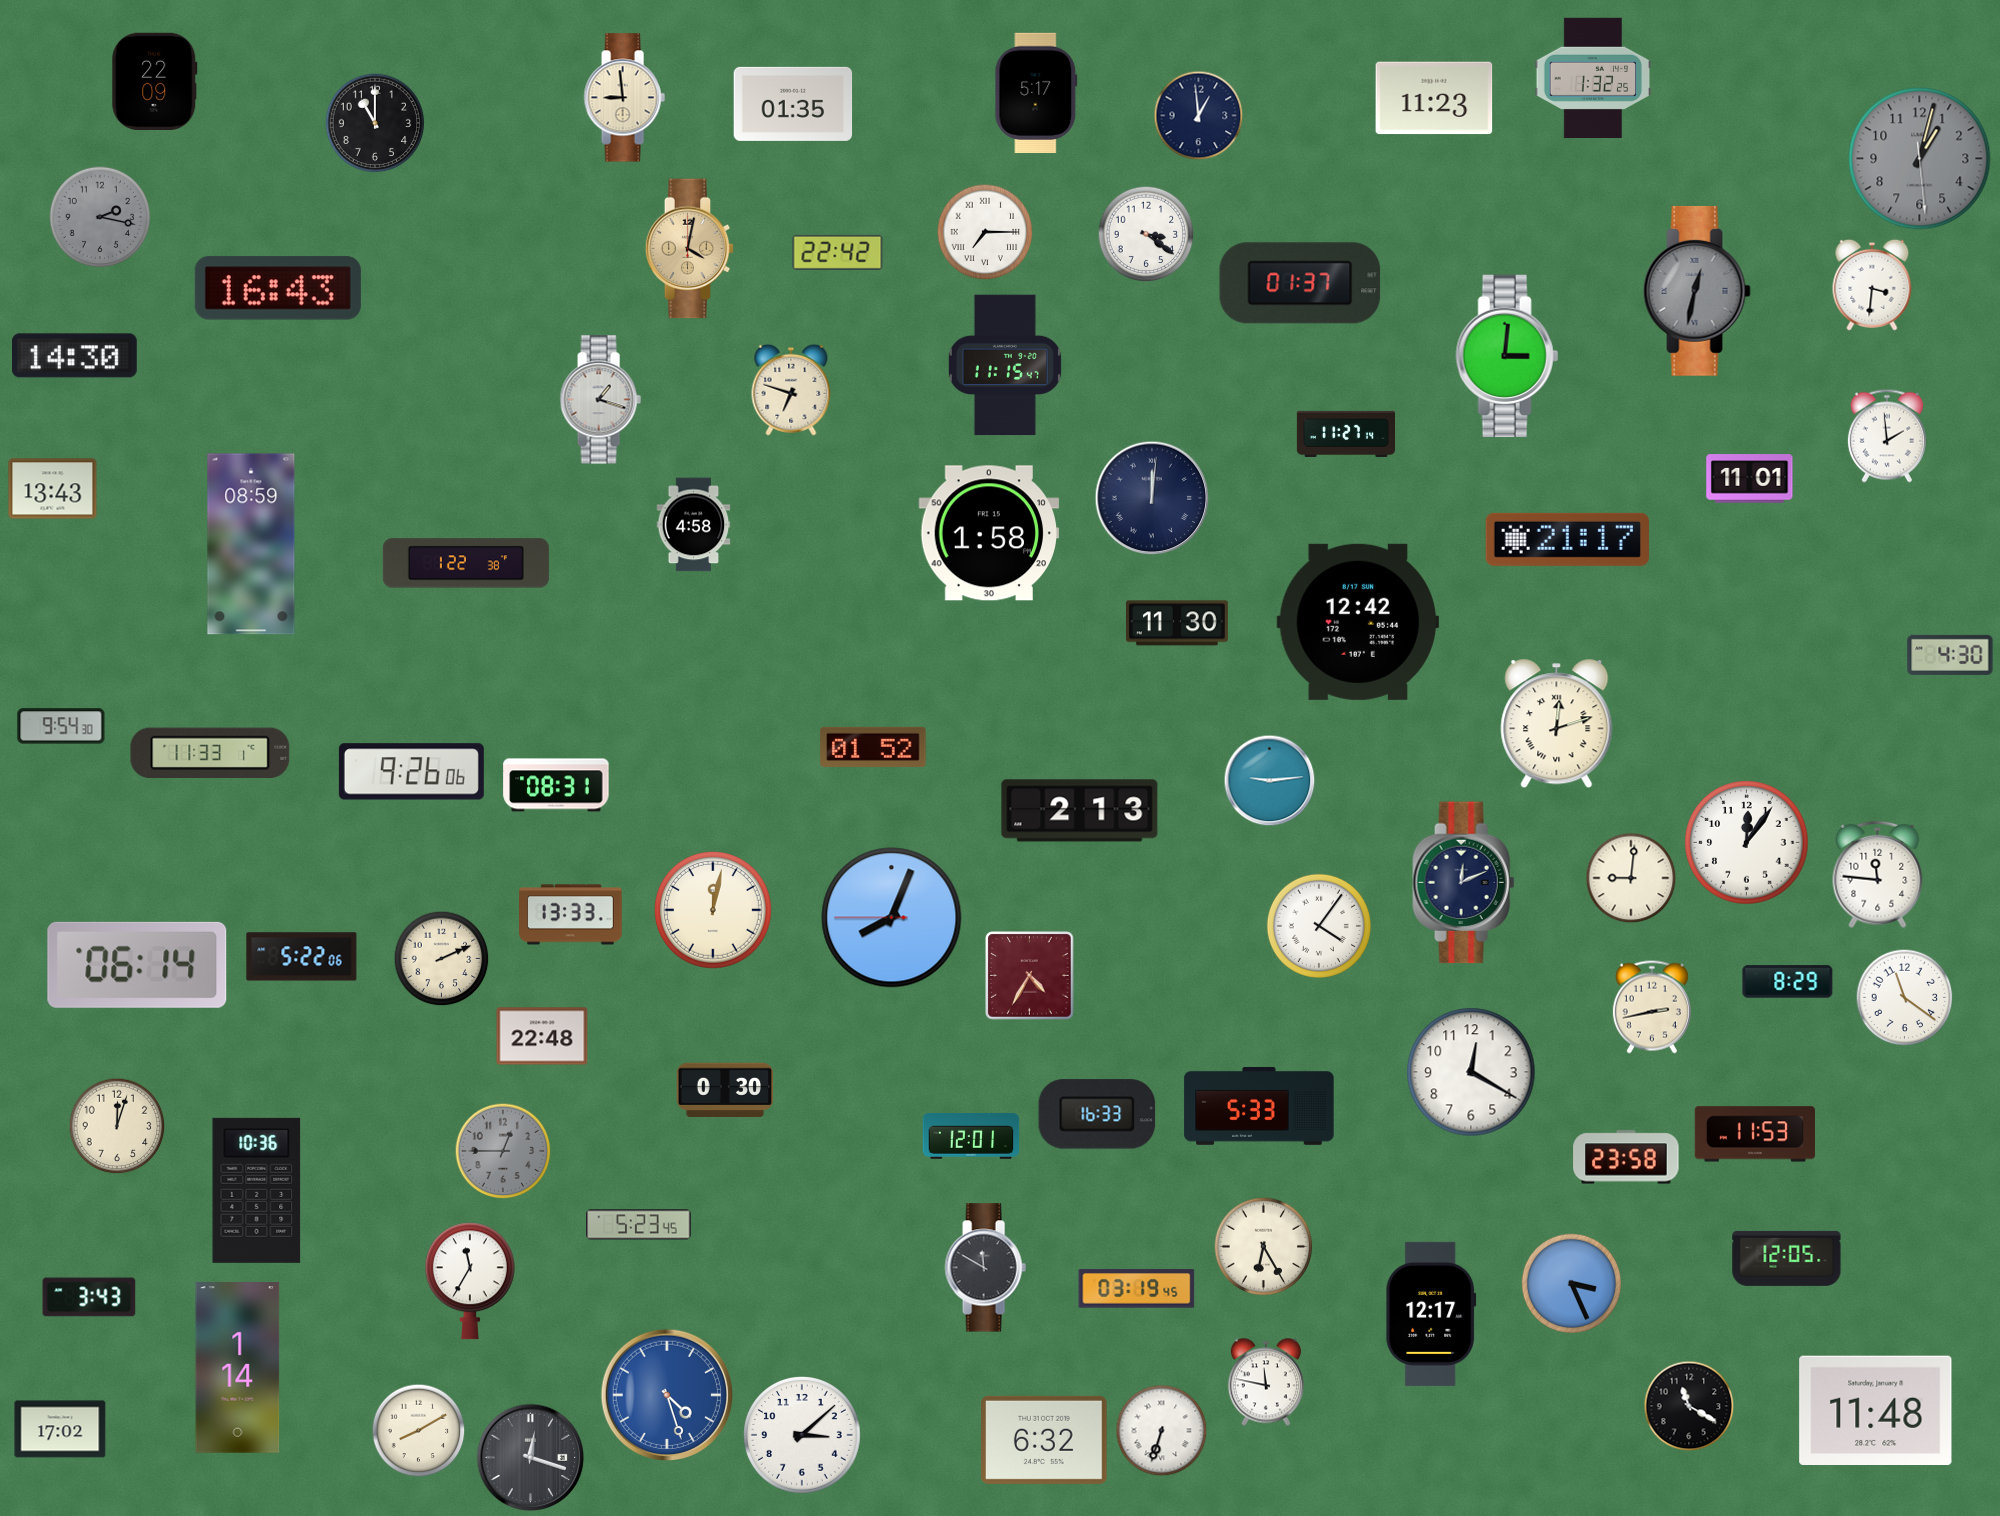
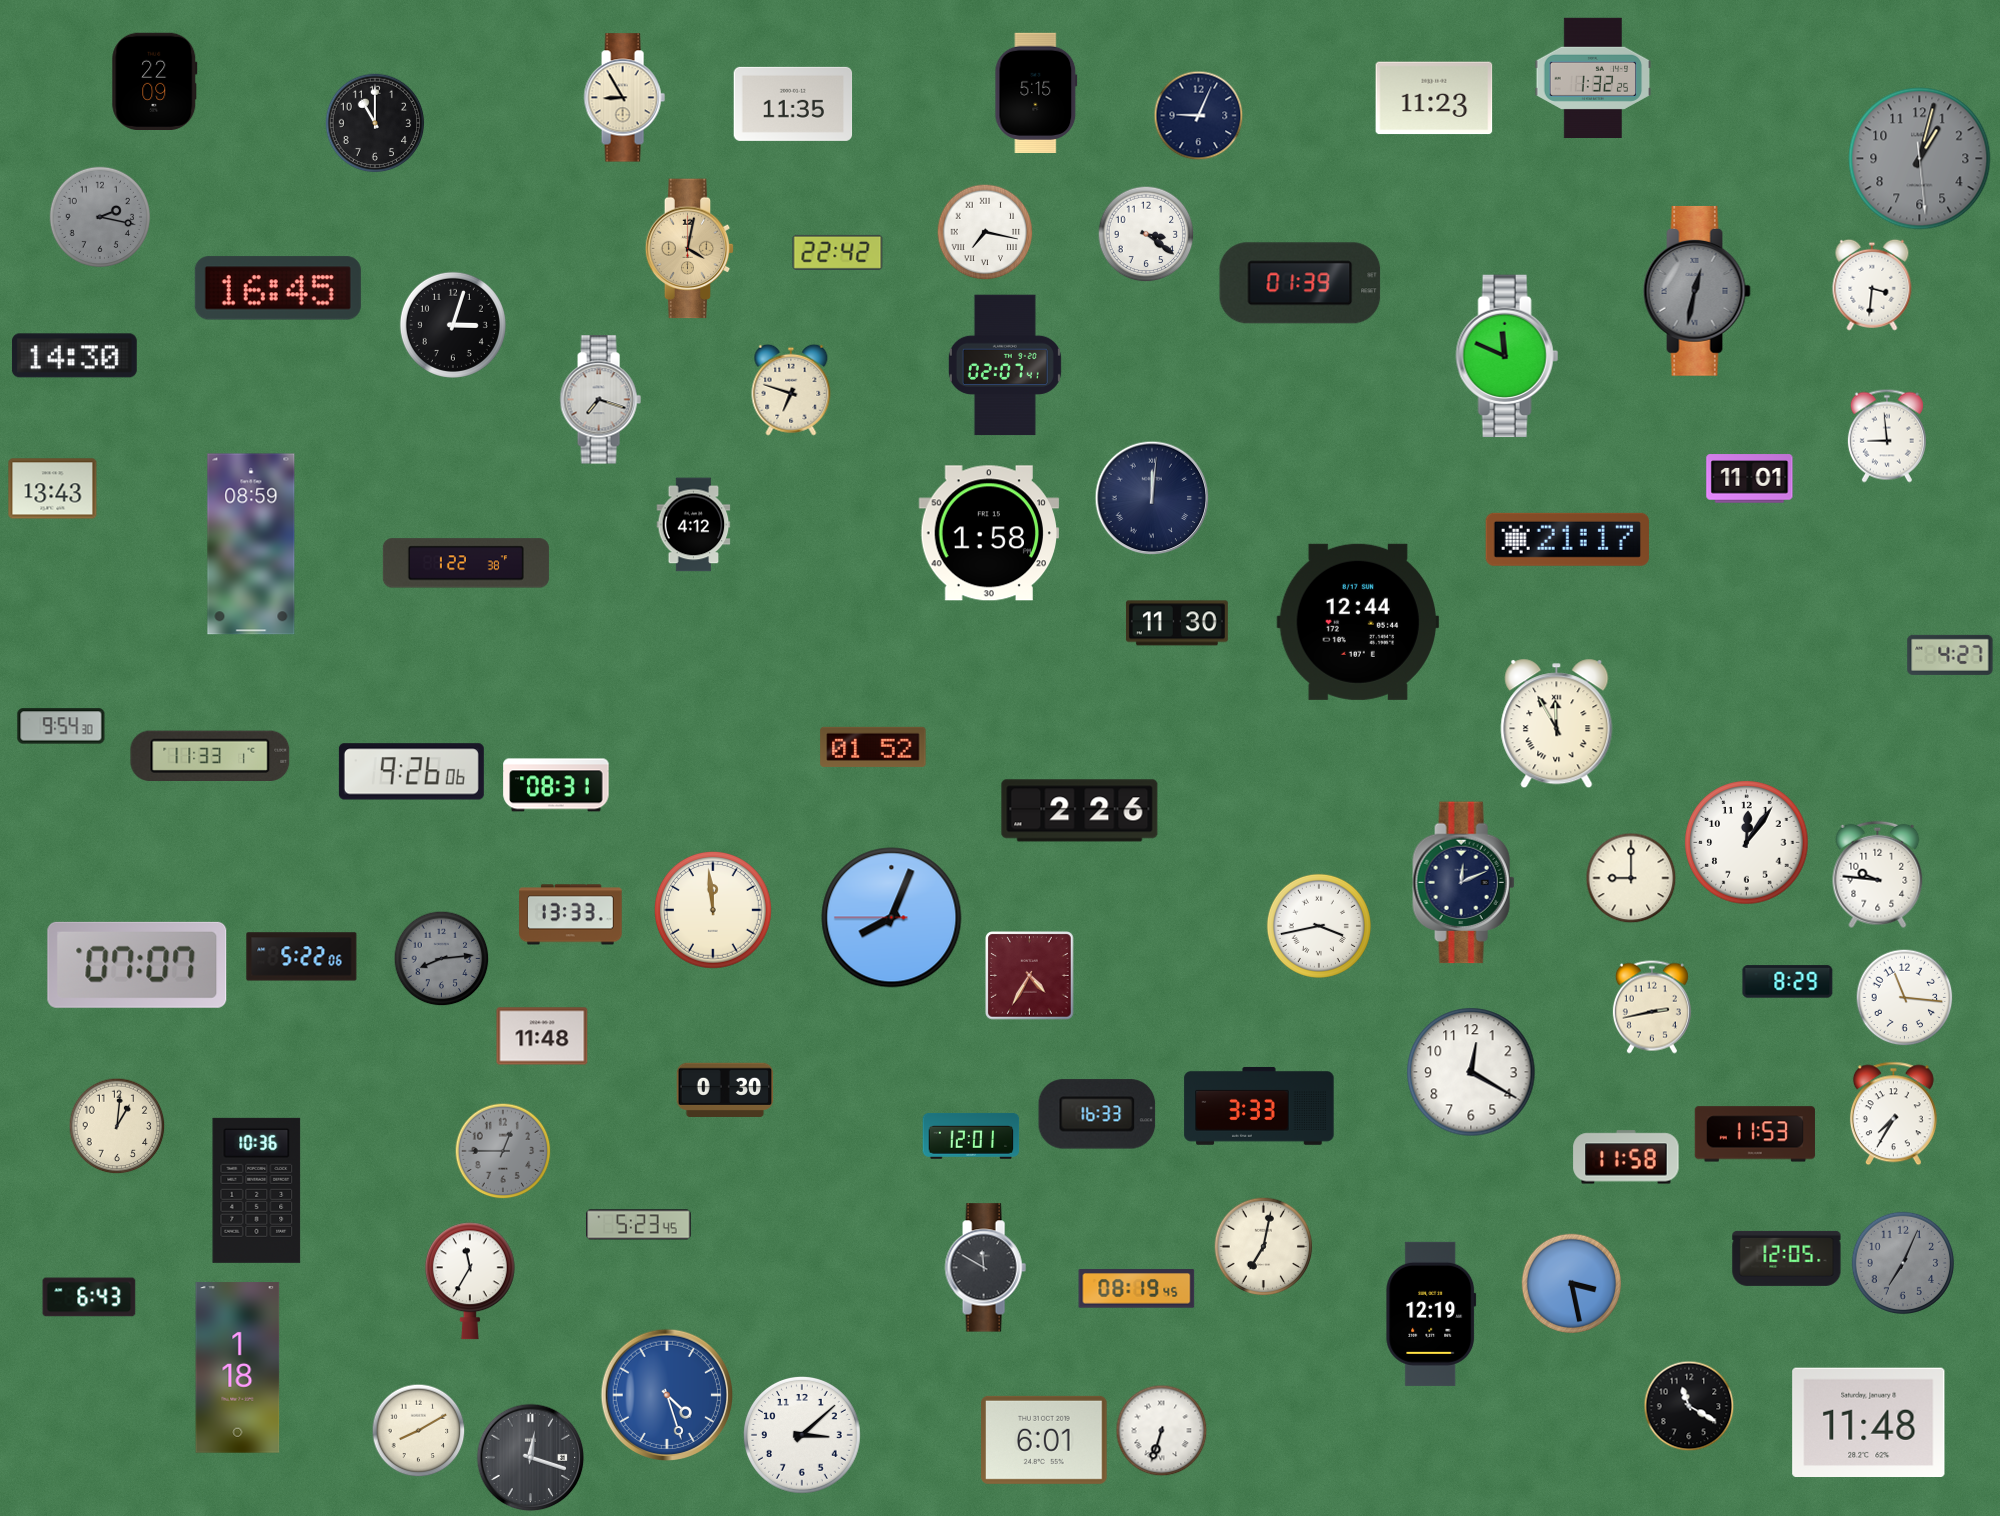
clock at (1036, 93): 5:17 -> 5:15
clock at (624, 98): 8:59 -> 8:55
clock at (793, 104): 01:35 -> 11:35
clock at (1199, 116): 12:59 -> 9:04
clock at (985, 232): 7:15 -> 7:17
clock at (1300, 283): 01:37 -> 01:39
clock at (278, 288): 16:43 -> 16:45
clock at (453, 325): none -> 3:03
clock at (1507, 356): 3:01 -> 11:49
clock at (1005, 365): 11:15 -> 02:07
clock at (600, 400): 1:18 -> 7:18
clock at (1345, 434): 11:27 -> none
clock at (1887, 436): 1:59 -> 8:59
clock at (694, 525): 4:58 -> 4:12
clock at (1357, 622): 12:42 -> 12:44
clock at (1950, 655): 4:30 -> 4:27
clock at (1557, 724): 12:12 -> 11:55
clock at (210, 752) position: (210, 752) -> (210, 755)
clock at (1270, 781): 9:14 -> none
clock at (1080, 811): 2:13 -> 2:26
clock at (1878, 875): 11:46 -> 9:46
clock at (1631, 878): 9:01 -> 9:00
clock at (714, 911): 12:02 -> 11:59
clock at (1319, 926): 4:06 -> 3:43
clock at (442, 959): 2:11 -> 8:14
clock at (442, 959) dial: cream -> grey
clock at (137, 965): 06:14 -> 07:07
clock at (1905, 998): 11:21 -> 11:16
clock at (542, 1036): 22:48 -> 11:48
clock at (1259, 1106): 5:33 -> 3:33
clock at (1893, 1114): none -> 7:35
clock at (117, 1126): 12:03 -> 1:01
clock at (1626, 1157): 23:58 -> 11:58
clock at (1264, 1247): 6:25 -> 7:02
clock at (1903, 1263): none -> 7:04
clock at (1572, 1284): 3:26 -> 3:28
clock at (1137, 1289): 03:19 -> 08:19
clock at (89, 1297): 3:43 -> 6:43
clock at (1431, 1314): 12:17 -> 12:19
clock at (238, 1368): 1:14 -> 1:18
clock at (1266, 1382): 11:47 -> none
clock at (1876, 1410) position: (1876, 1410) -> (1869, 1422)
clock at (60, 1429): 17:02 -> none
clock at (1045, 1440): 6:32 -> 6:01
